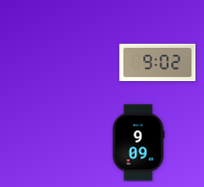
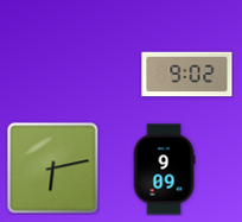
clock at (53, 169): none -> 6:13
